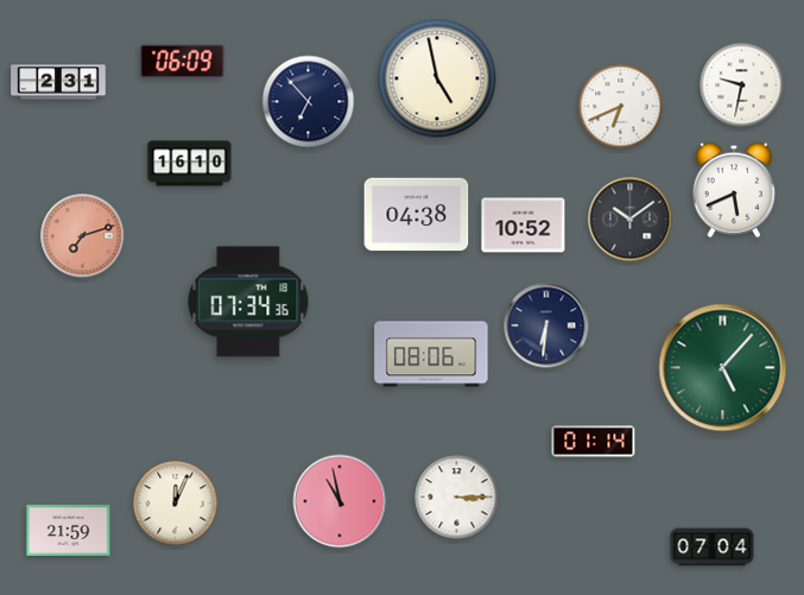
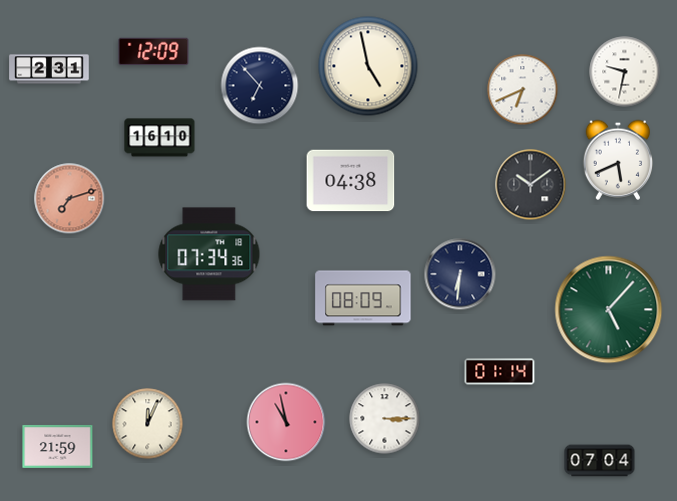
clock at (183, 62): 06:09 -> 12:09
clock at (524, 226): 10:52 -> none
clock at (431, 354): 08:06 -> 08:09
